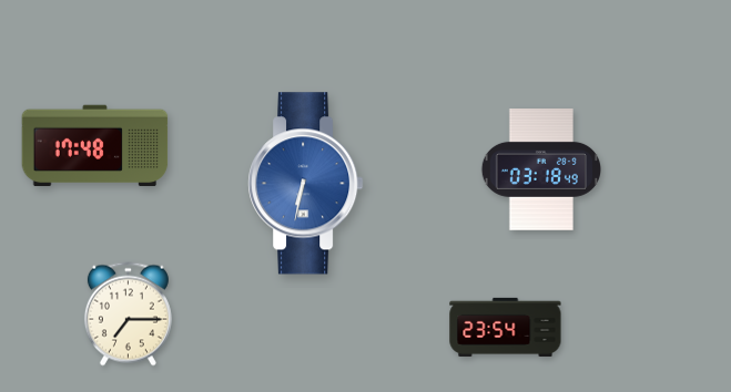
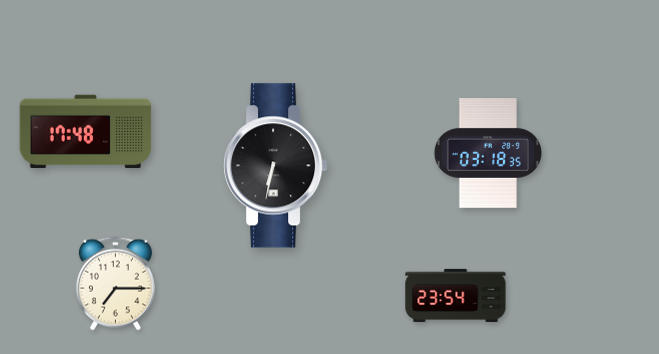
clock at (540, 171): 03:18:49 -> 03:18:35
clock at (306, 184) dial: blue -> black
